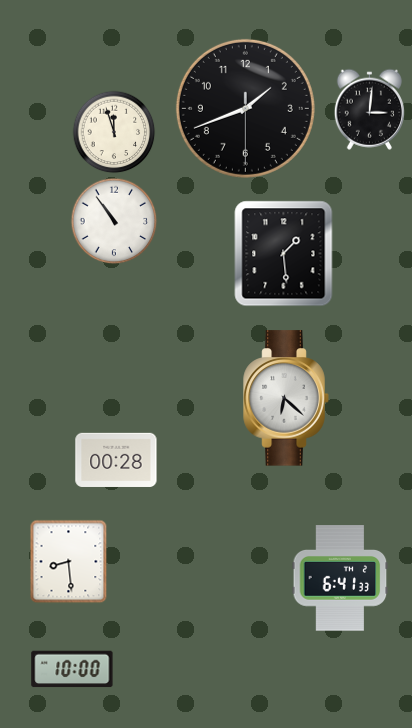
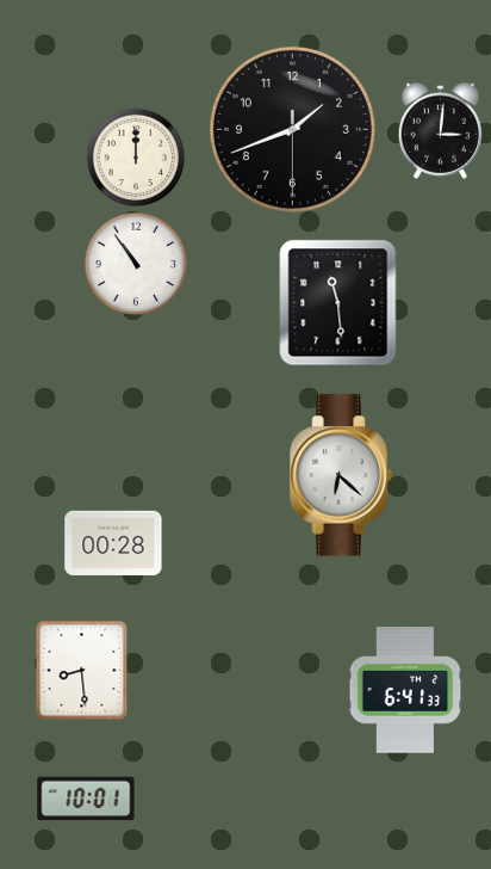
clock at (114, 132): 11:57 -> 12:00
clock at (284, 254): 1:29 -> 11:29
clock at (116, 460) position: (116, 460) -> (113, 543)
clock at (72, 669): 10:00 -> 10:01
